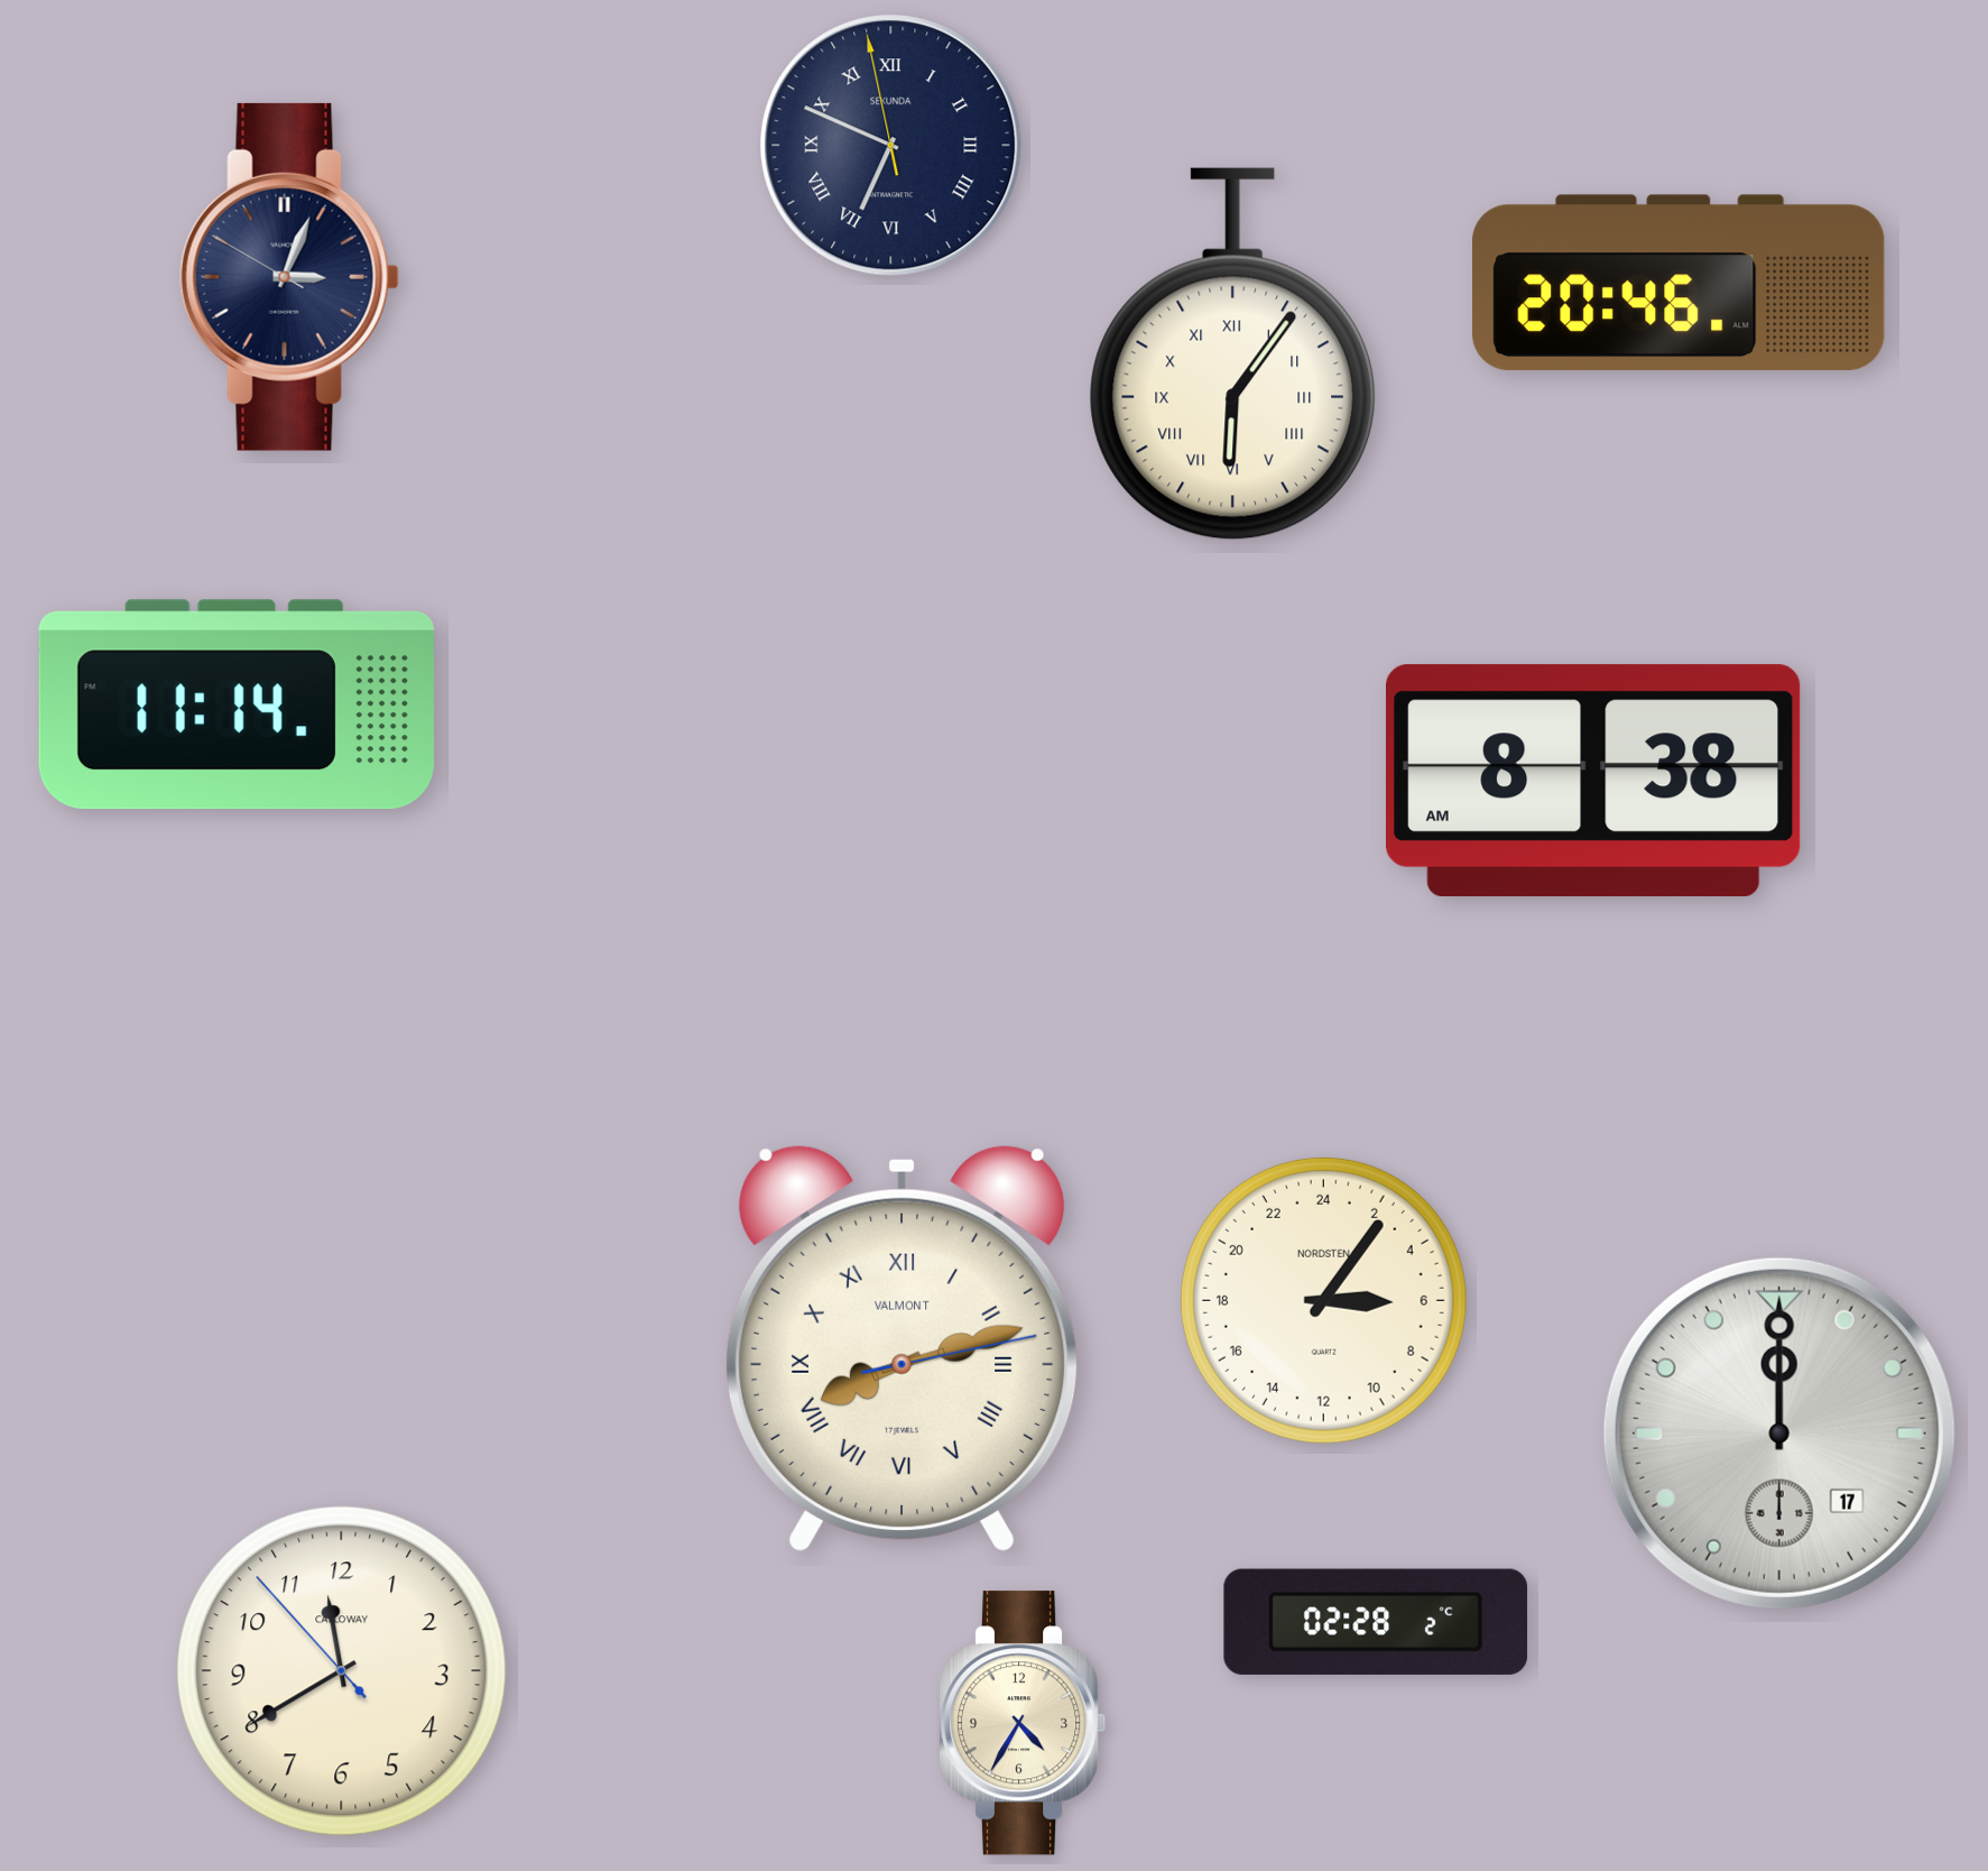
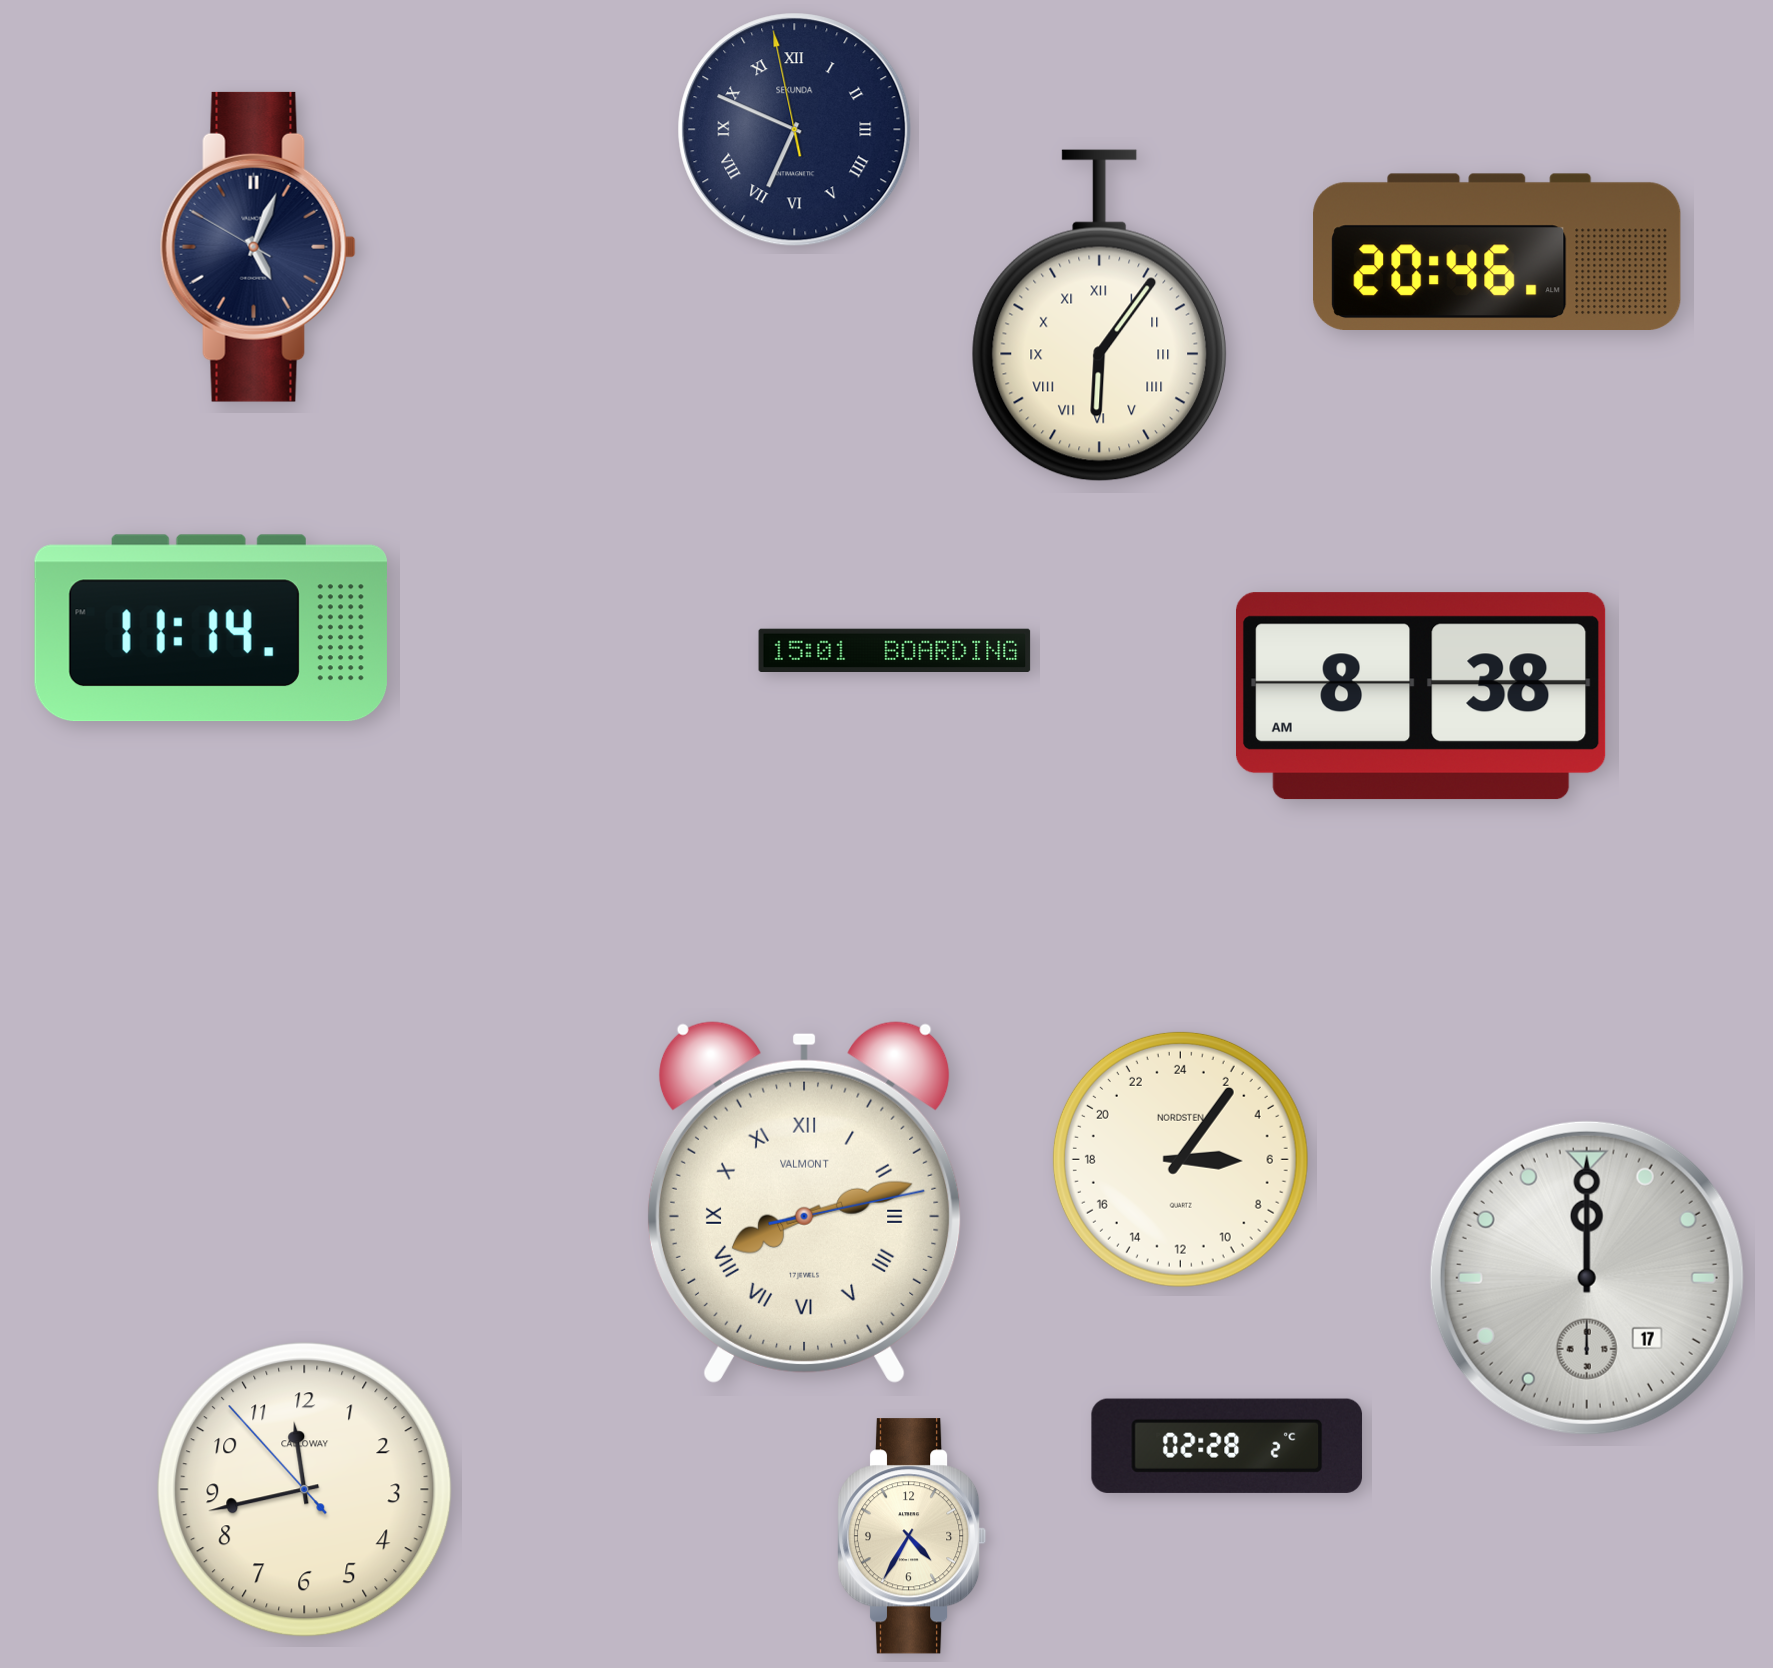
clock at (289, 277): 3:03 -> 5:03
clock at (895, 651): none -> 15:01
clock at (342, 1671): 11:39 -> 11:42
